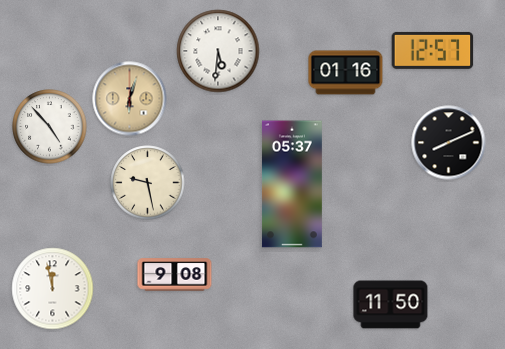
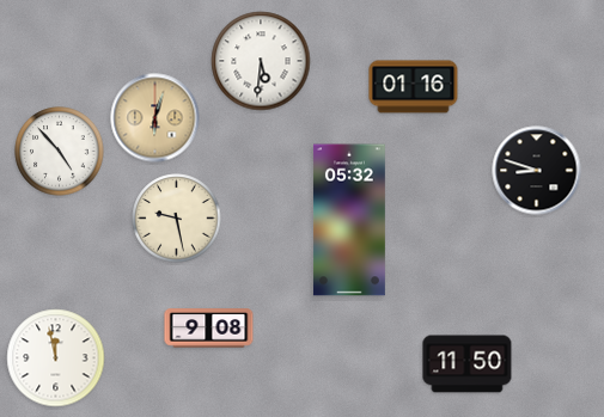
clock at (433, 50): 12:57 -> none
clock at (449, 143): 8:11 -> 8:48
clock at (292, 184): 05:37 -> 05:32
clock at (53, 289) position: (53, 289) -> (56, 358)
